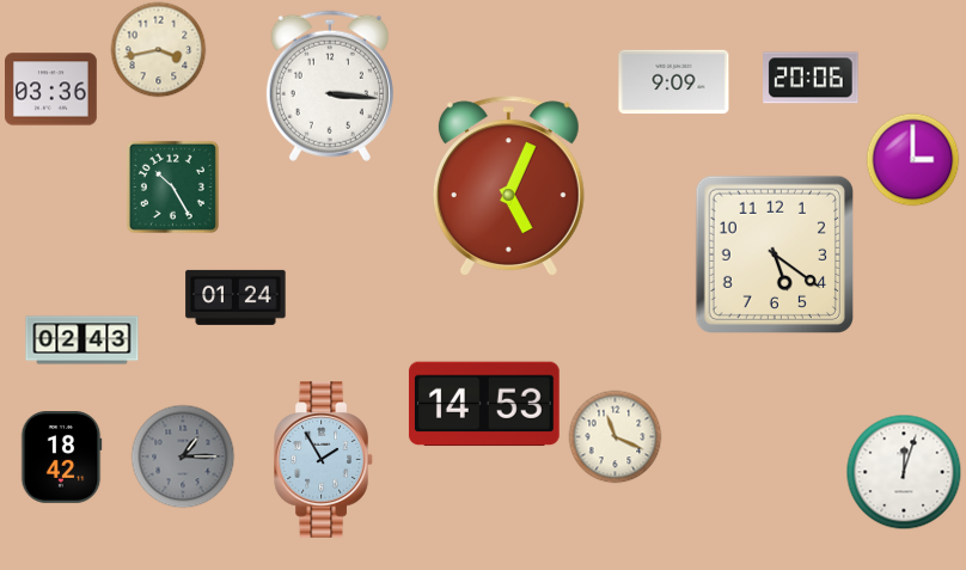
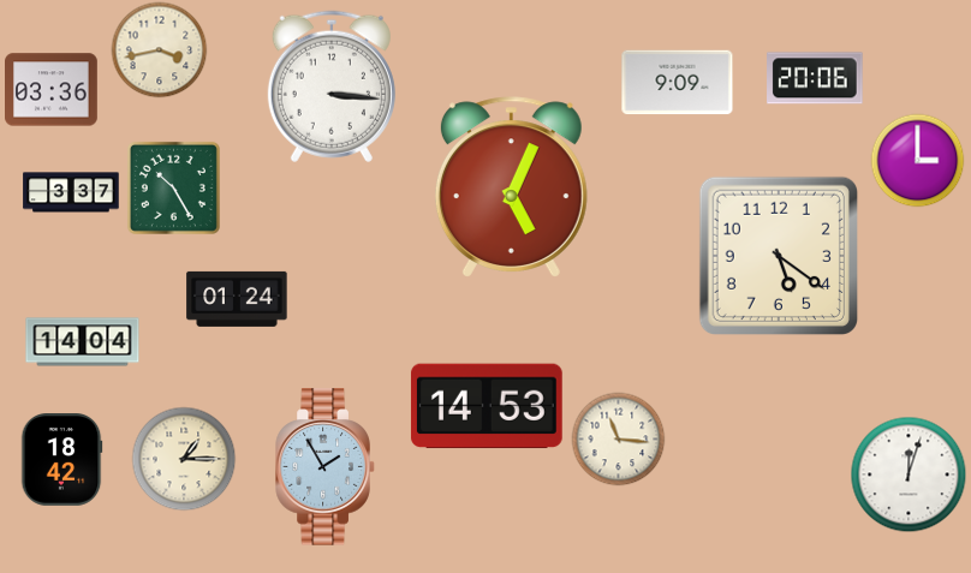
clock at (71, 192): none -> 3:37
clock at (82, 341): 02:43 -> 14:04
clock at (615, 436): 11:19 -> 11:16
clock at (183, 456) dial: grey -> cream
clock at (324, 460) position: (324, 460) -> (326, 467)
